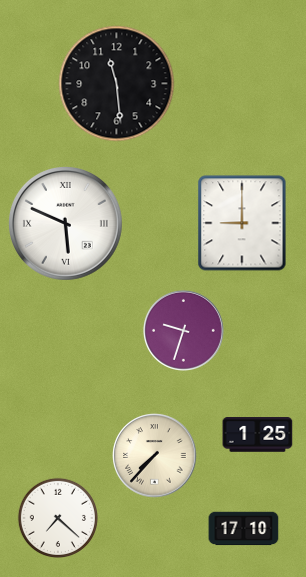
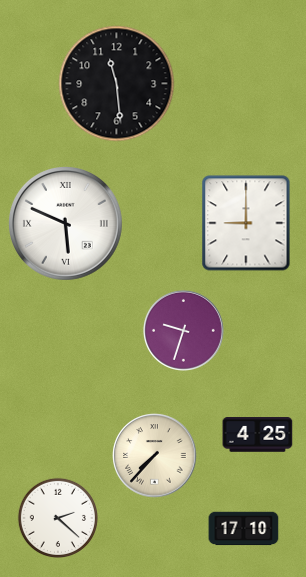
clock at (242, 223) position: (242, 223) -> (246, 223)
clock at (258, 435): 1:25 -> 4:25
clock at (57, 517): 7:22 -> 2:22
